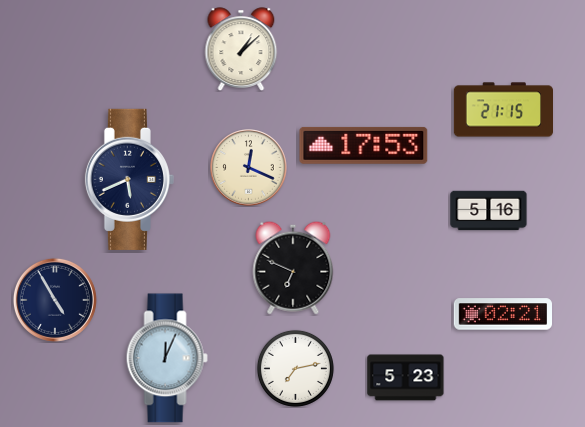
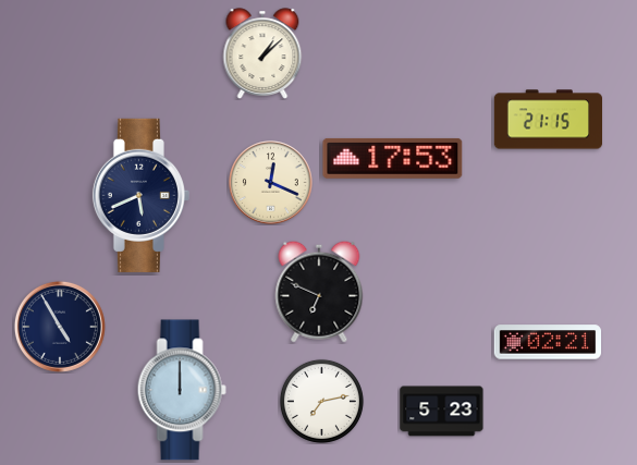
clock at (364, 145) position: (364, 145) -> (393, 158)
clock at (489, 211): 5:16 -> none
clock at (167, 358): 12:04 -> 12:00
